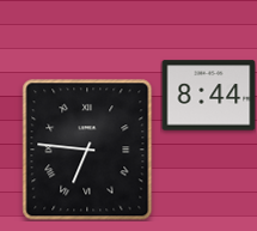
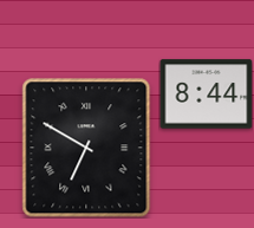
clock at (87, 150): 6:46 -> 6:50
